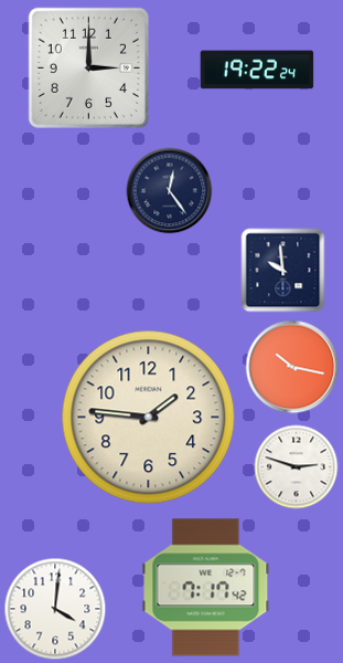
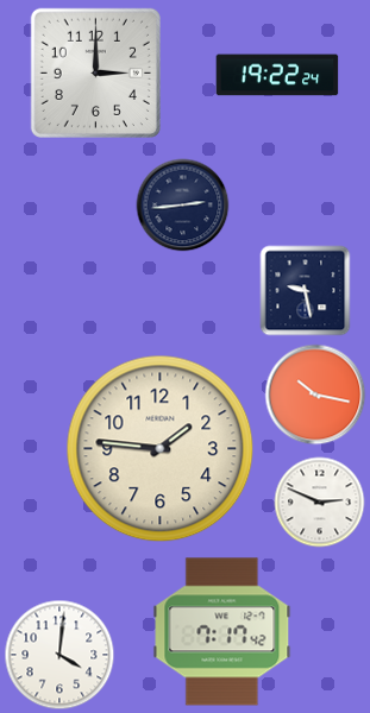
clock at (170, 191): 12:24 -> 2:44
clock at (283, 271): 9:59 -> 9:28
clock at (297, 467): 2:48 -> 2:49
